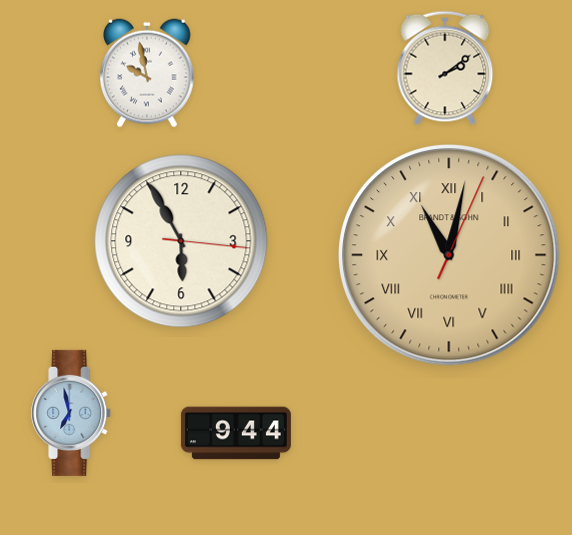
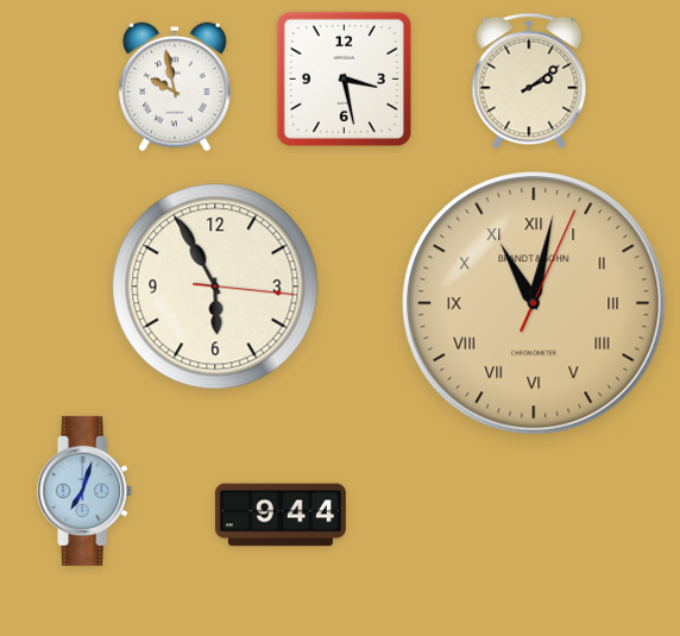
clock at (344, 78): none -> 3:28
clock at (72, 413): 6:58 -> 7:03
